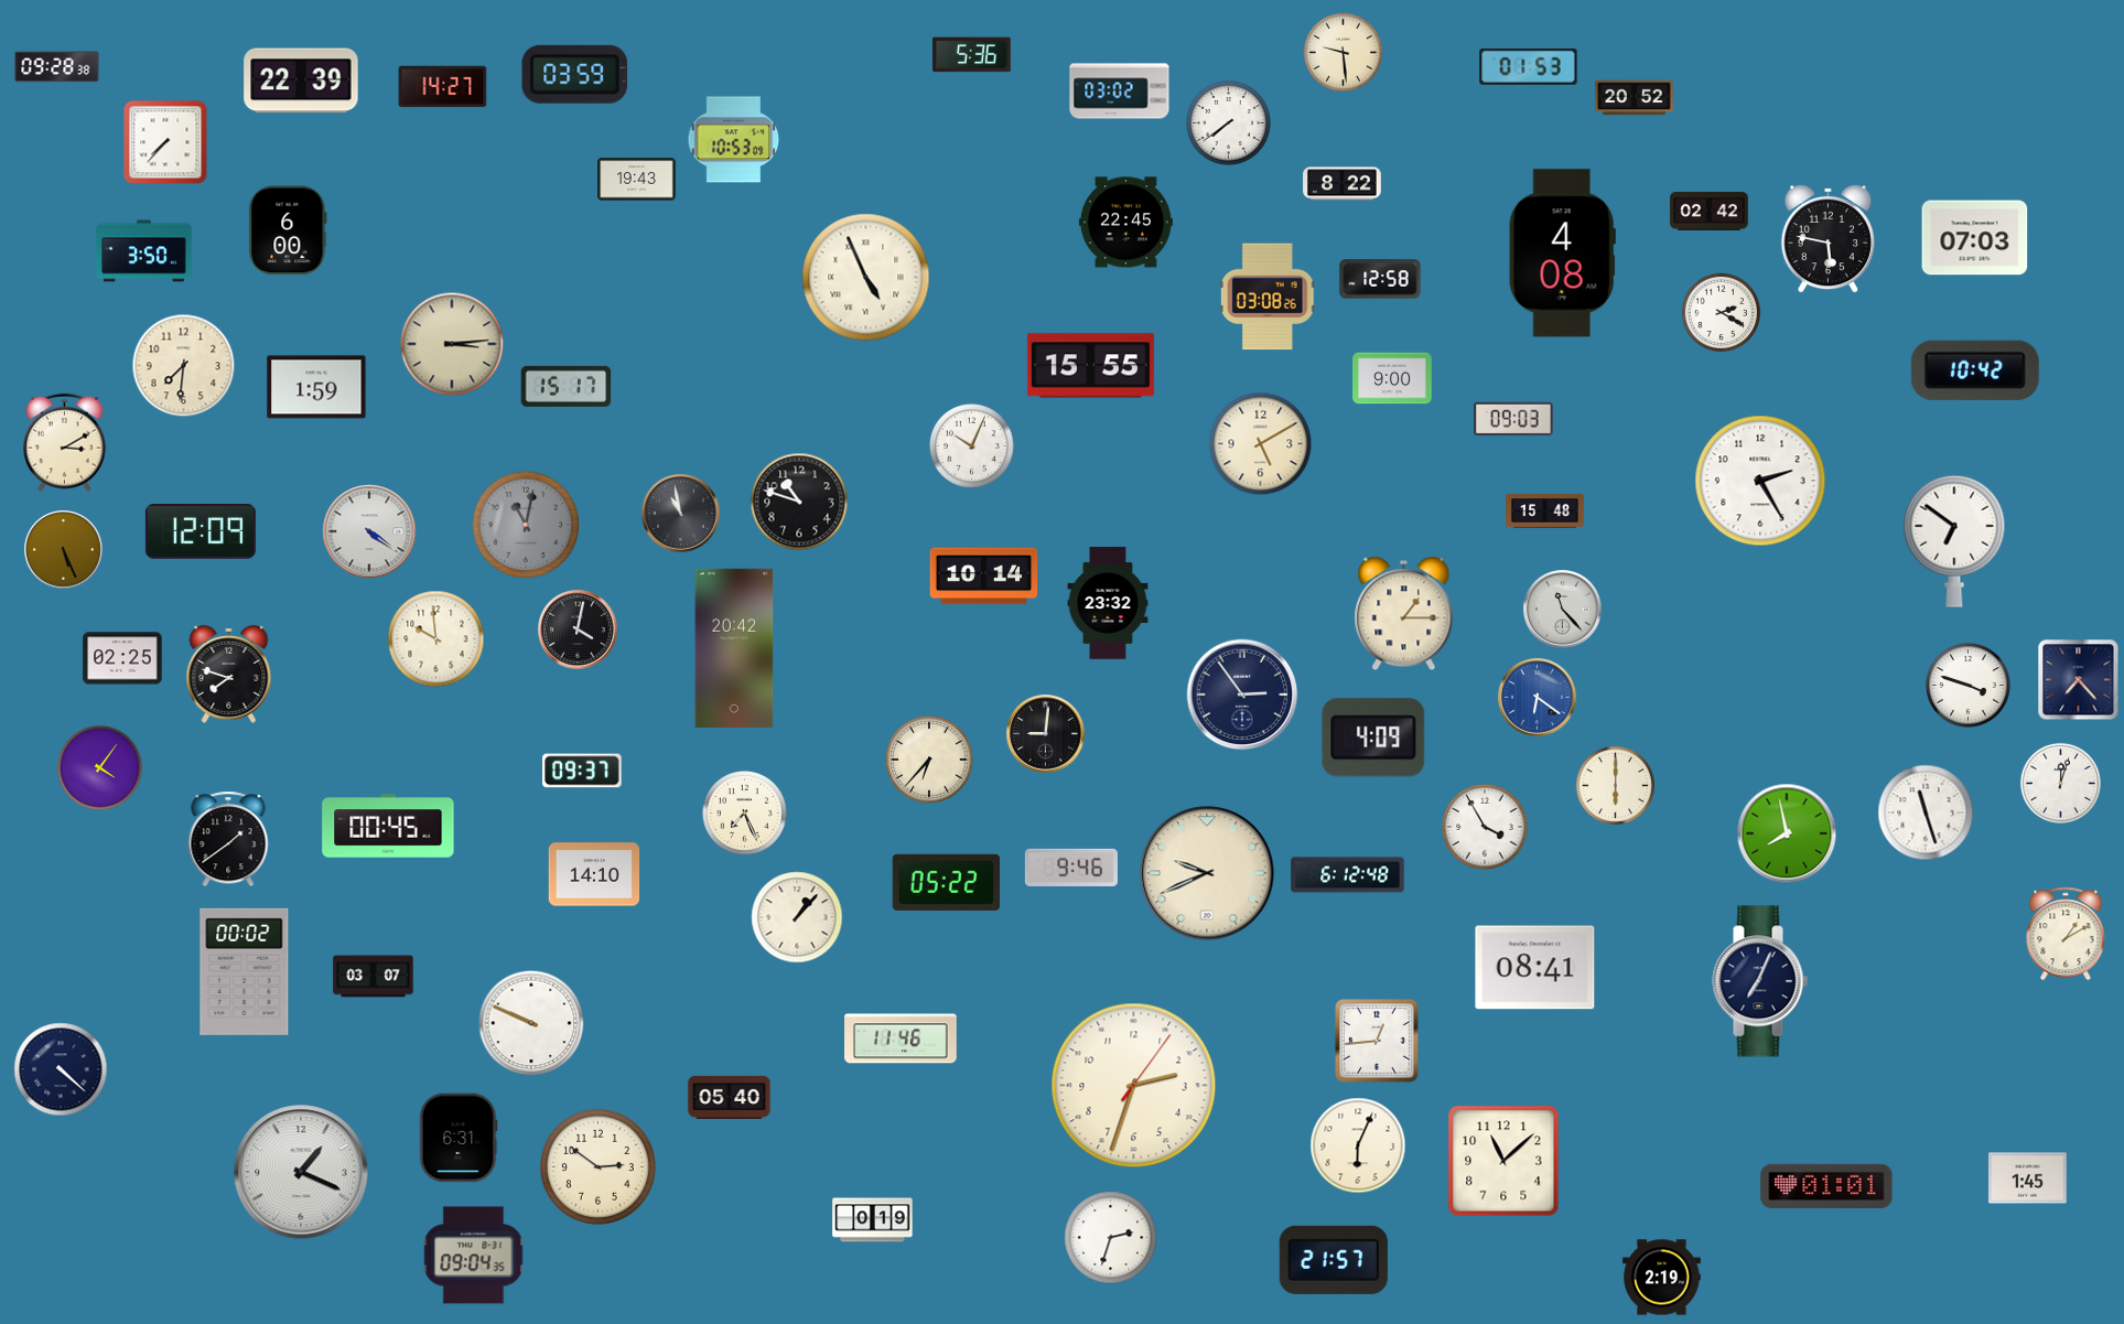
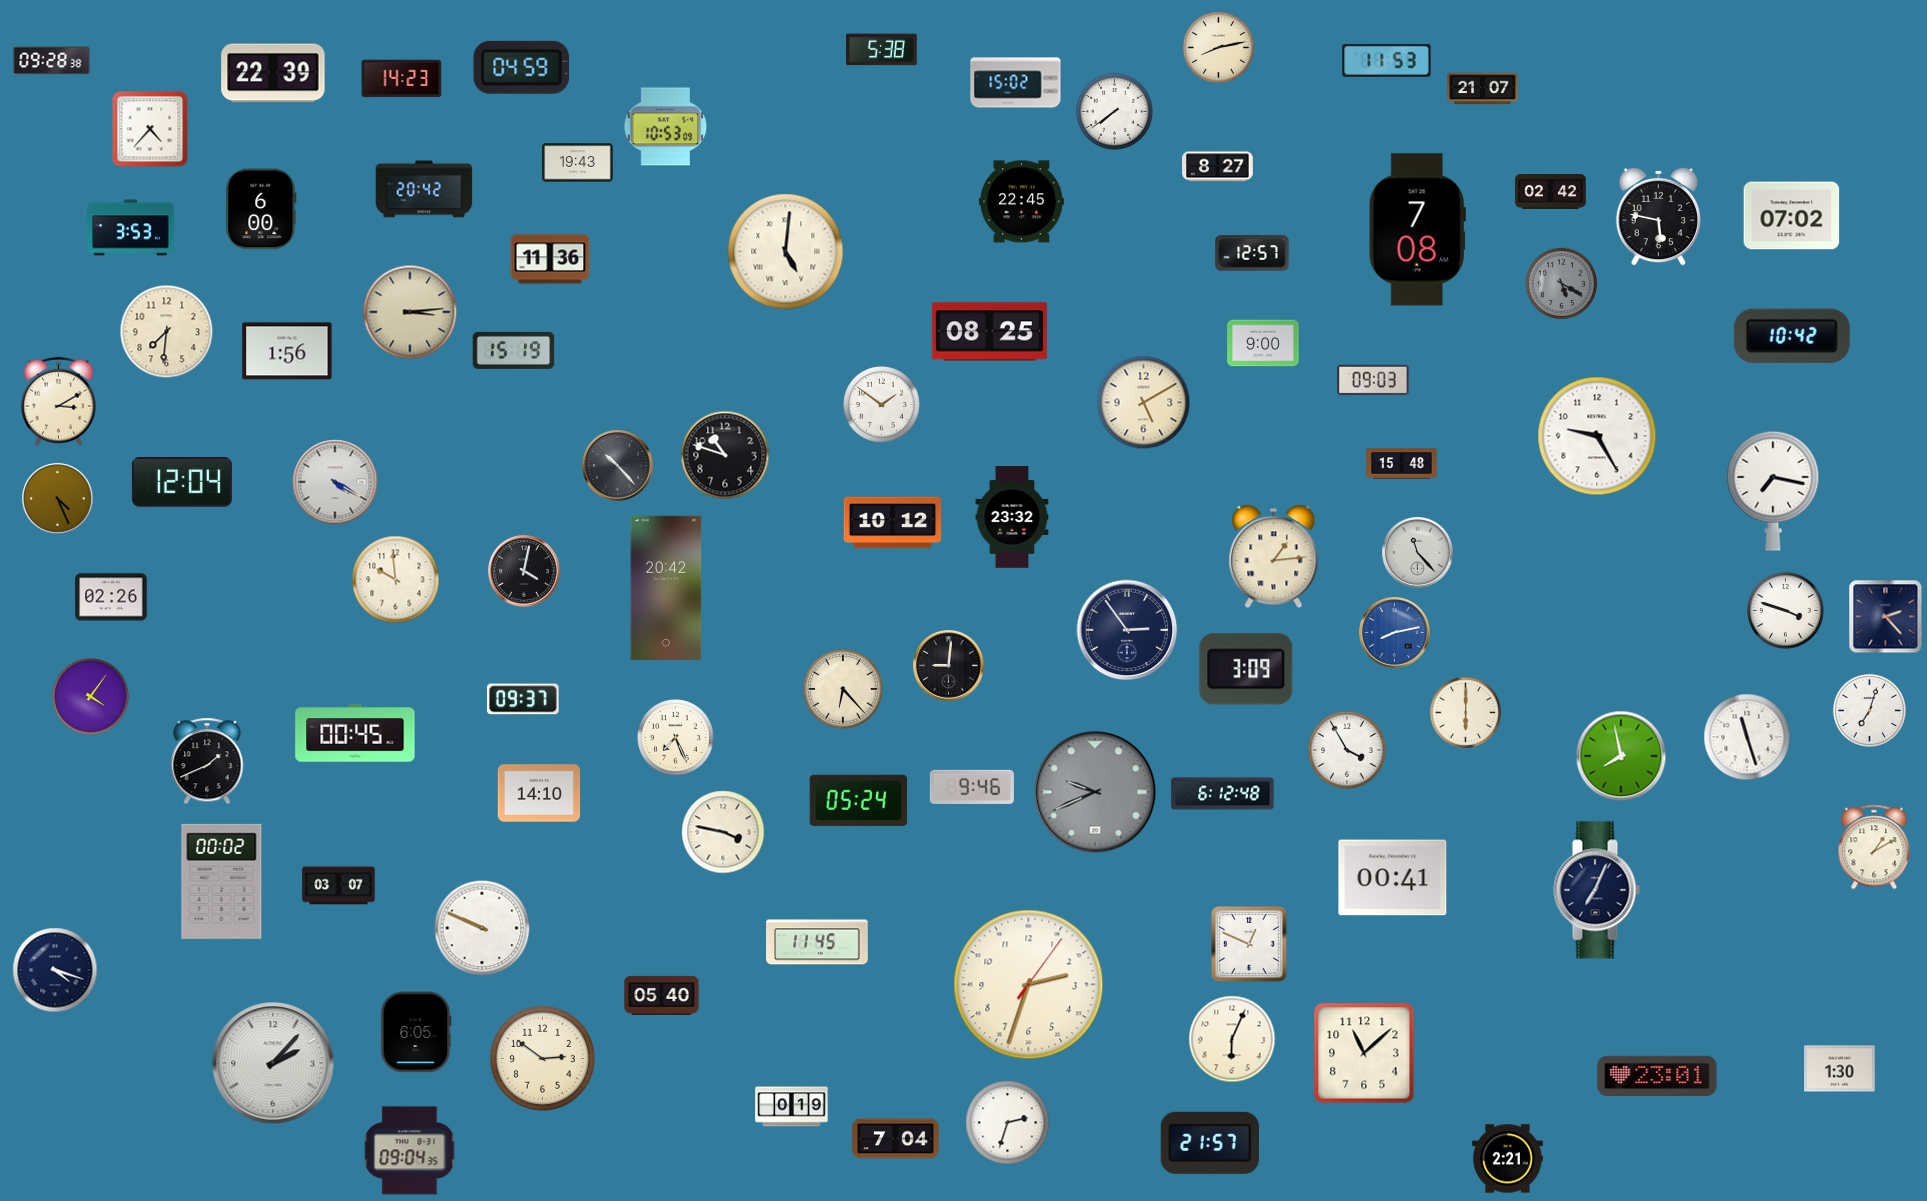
clock at (1343, 52): 9:29 -> 8:13
clock at (972, 55): 5:36 -> 5:38
clock at (1529, 66): 01:53 -> 11:53
clock at (575, 74): 03:59 -> 04:59
clock at (443, 87): 14:27 -> 14:23
clock at (1120, 92): 03:02 -> 15:02
clock at (1635, 98): 20:52 -> 21:07
clock at (165, 142): 7:37 -> 4:37
clock at (1343, 184): 8:22 -> 8:27
clock at (424, 189): none -> 20:42
clock at (1975, 238): 07:03 -> 07:02
clock at (144, 251): 3:50 -> 3:53
clock at (1562, 254): 4:08 -> 7:08
clock at (866, 278): 4:56 -> 5:01
clock at (1380, 279): 12:58 -> 12:57
clock at (550, 259): none -> 11:36
clock at (1268, 297): 03:08 -> none
clock at (1721, 312): 2:20 -> 5:20
clock at (1721, 312) dial: white -> grey
clock at (1090, 366): 15:55 -> 08:25
clock at (567, 386): 15:17 -> 15:19
clock at (316, 387): 1:59 -> 1:56
clock at (972, 446): 10:04 -> 1:51
clock at (1760, 481): 2:25 -> 9:25
clock at (681, 514): 10:58 -> 10:23
clock at (526, 525): 11:02 -> none
clock at (369, 531): 4:21 -> 4:20
clock at (201, 532): 12:09 -> 12:04
clock at (1954, 541): 6:51 -> 7:17
clock at (64, 550): 5:26 -> 4:26
clock at (984, 577): 10:14 -> 10:12
clock at (1108, 603) position: (1108, 603) -> (1012, 517)
clock at (1404, 614): 1:15 -> 1:14
clock at (122, 658): 02:25 -> 02:26
clock at (229, 674): 7:48 -> none
clock at (2079, 680): 7:23 -> 2:23
clock at (1969, 686) position: (1969, 686) -> (1786, 611)
clock at (1538, 698): 6:21 -> 8:13
clock at (1373, 738): 4:09 -> 3:09
clock at (929, 760): 6:37 -> 6:23
clock at (582, 771) position: (582, 771) -> (523, 699)
clock at (2060, 783): 12:03 -> 7:03
clock at (388, 826) position: (388, 826) -> (355, 733)
clock at (228, 839): 1:39 -> 1:41
clock at (1207, 873) dial: cream -> grey
clock at (947, 882): 05:22 -> 05:24
clock at (797, 917): 1:07 -> 3:47
clock at (1535, 968): 08:41 -> 00:41
clock at (901, 1038): 11:46 -> 11:45
clock at (1378, 1042): 12:44 -> 12:49
clock at (61, 1069): 4:22 -> 4:18
clock at (459, 1138): 6:31 -> 6:05
clock at (301, 1172): 1:19 -> 2:07
clock at (2028, 1178): 1:45 -> 1:30
clock at (1826, 1186): 01:01 -> 23:01
clock at (474, 1256) position: (474, 1256) -> (410, 1151)
clock at (896, 1139): none -> 7:04
clock at (1662, 1278): 2:19 -> 2:21
